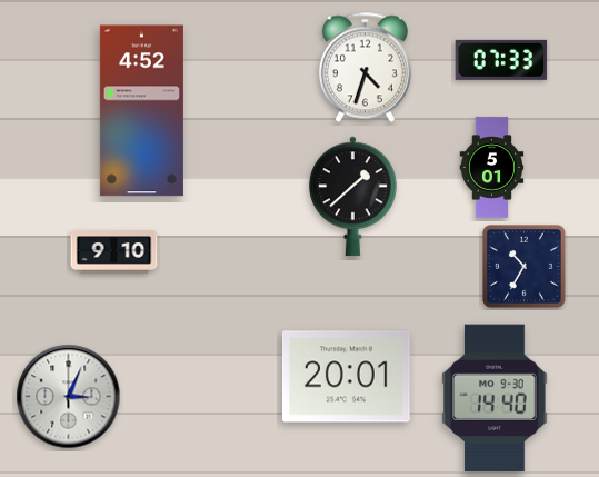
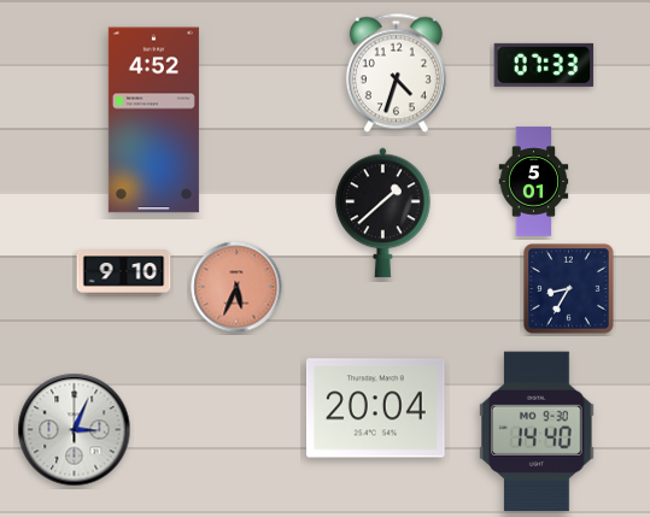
clock at (236, 287): none -> 5:34
clock at (525, 267): 10:35 -> 8:35
clock at (346, 377): 20:01 -> 20:04
